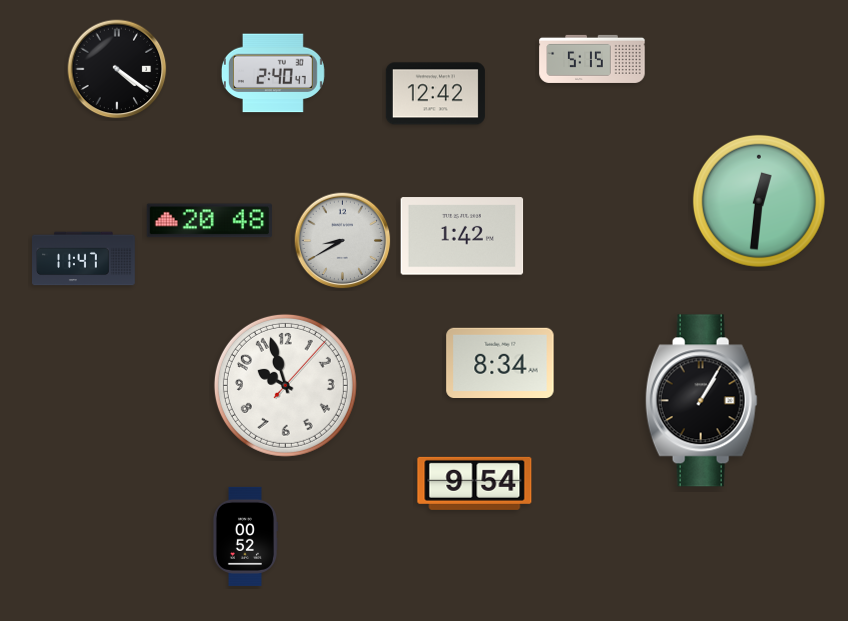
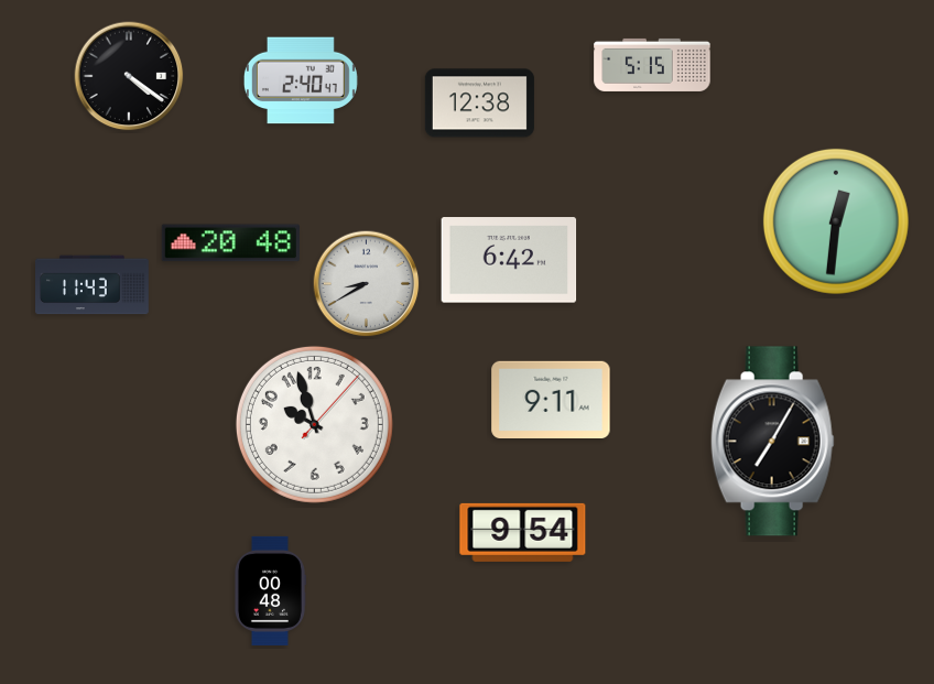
clock at (435, 94): 12:42 -> 12:38
clock at (462, 236): 1:42 -> 6:42
clock at (343, 241) position: (343, 241) -> (367, 284)
clock at (84, 259): 11:47 -> 11:43
clock at (500, 362): 8:34 -> 9:11
clock at (701, 401): 1:05 -> 7:05
clock at (245, 536): 00:52 -> 00:48
